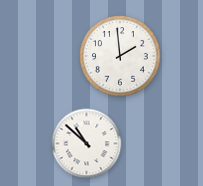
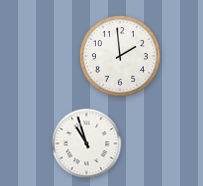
clock at (87, 144): 10:52 -> 10:57
